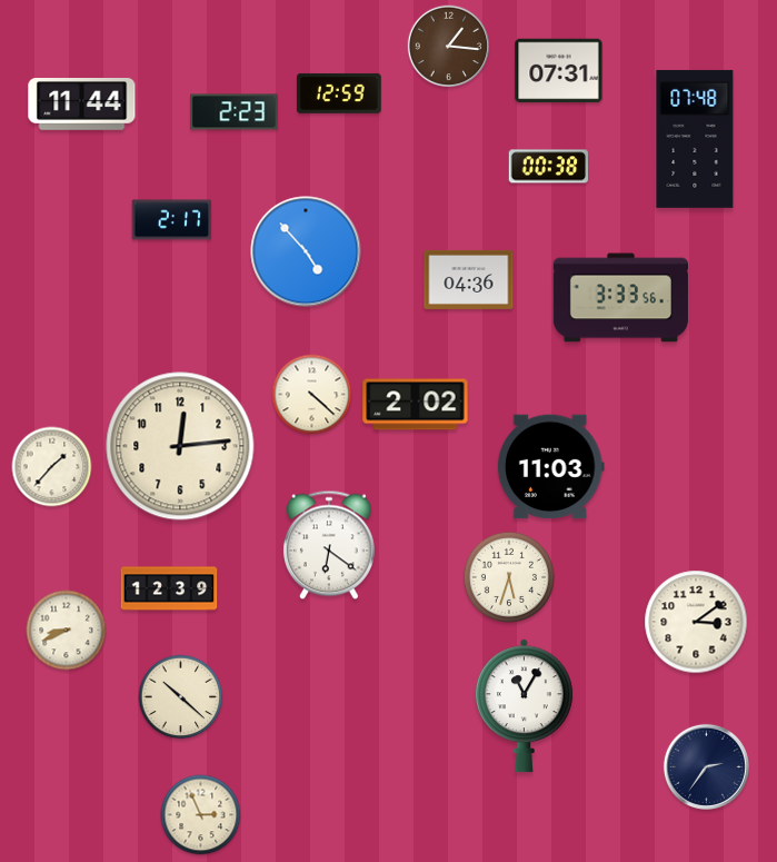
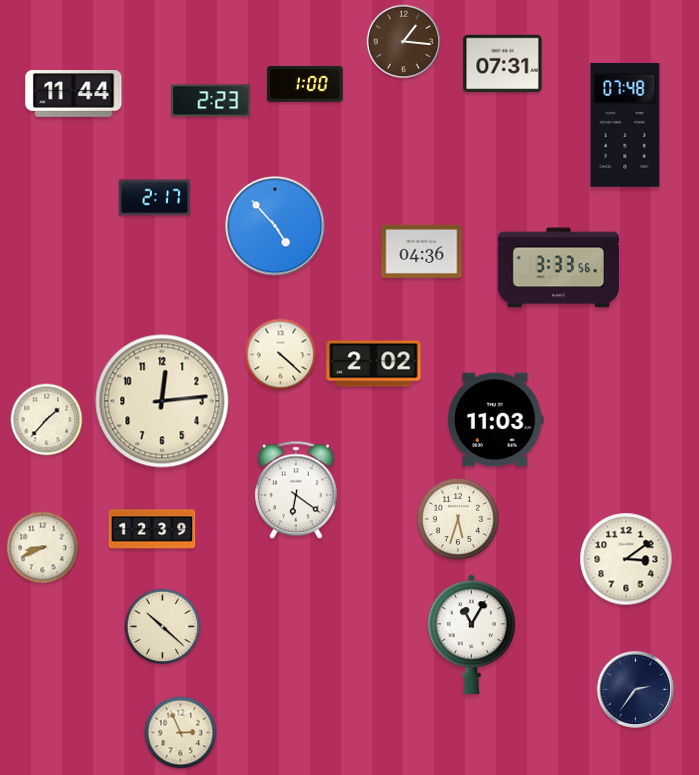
clock at (340, 93): 12:59 -> 1:00
clock at (549, 167): 00:38 -> none
clock at (67, 631) position: (67, 631) -> (43, 548)
